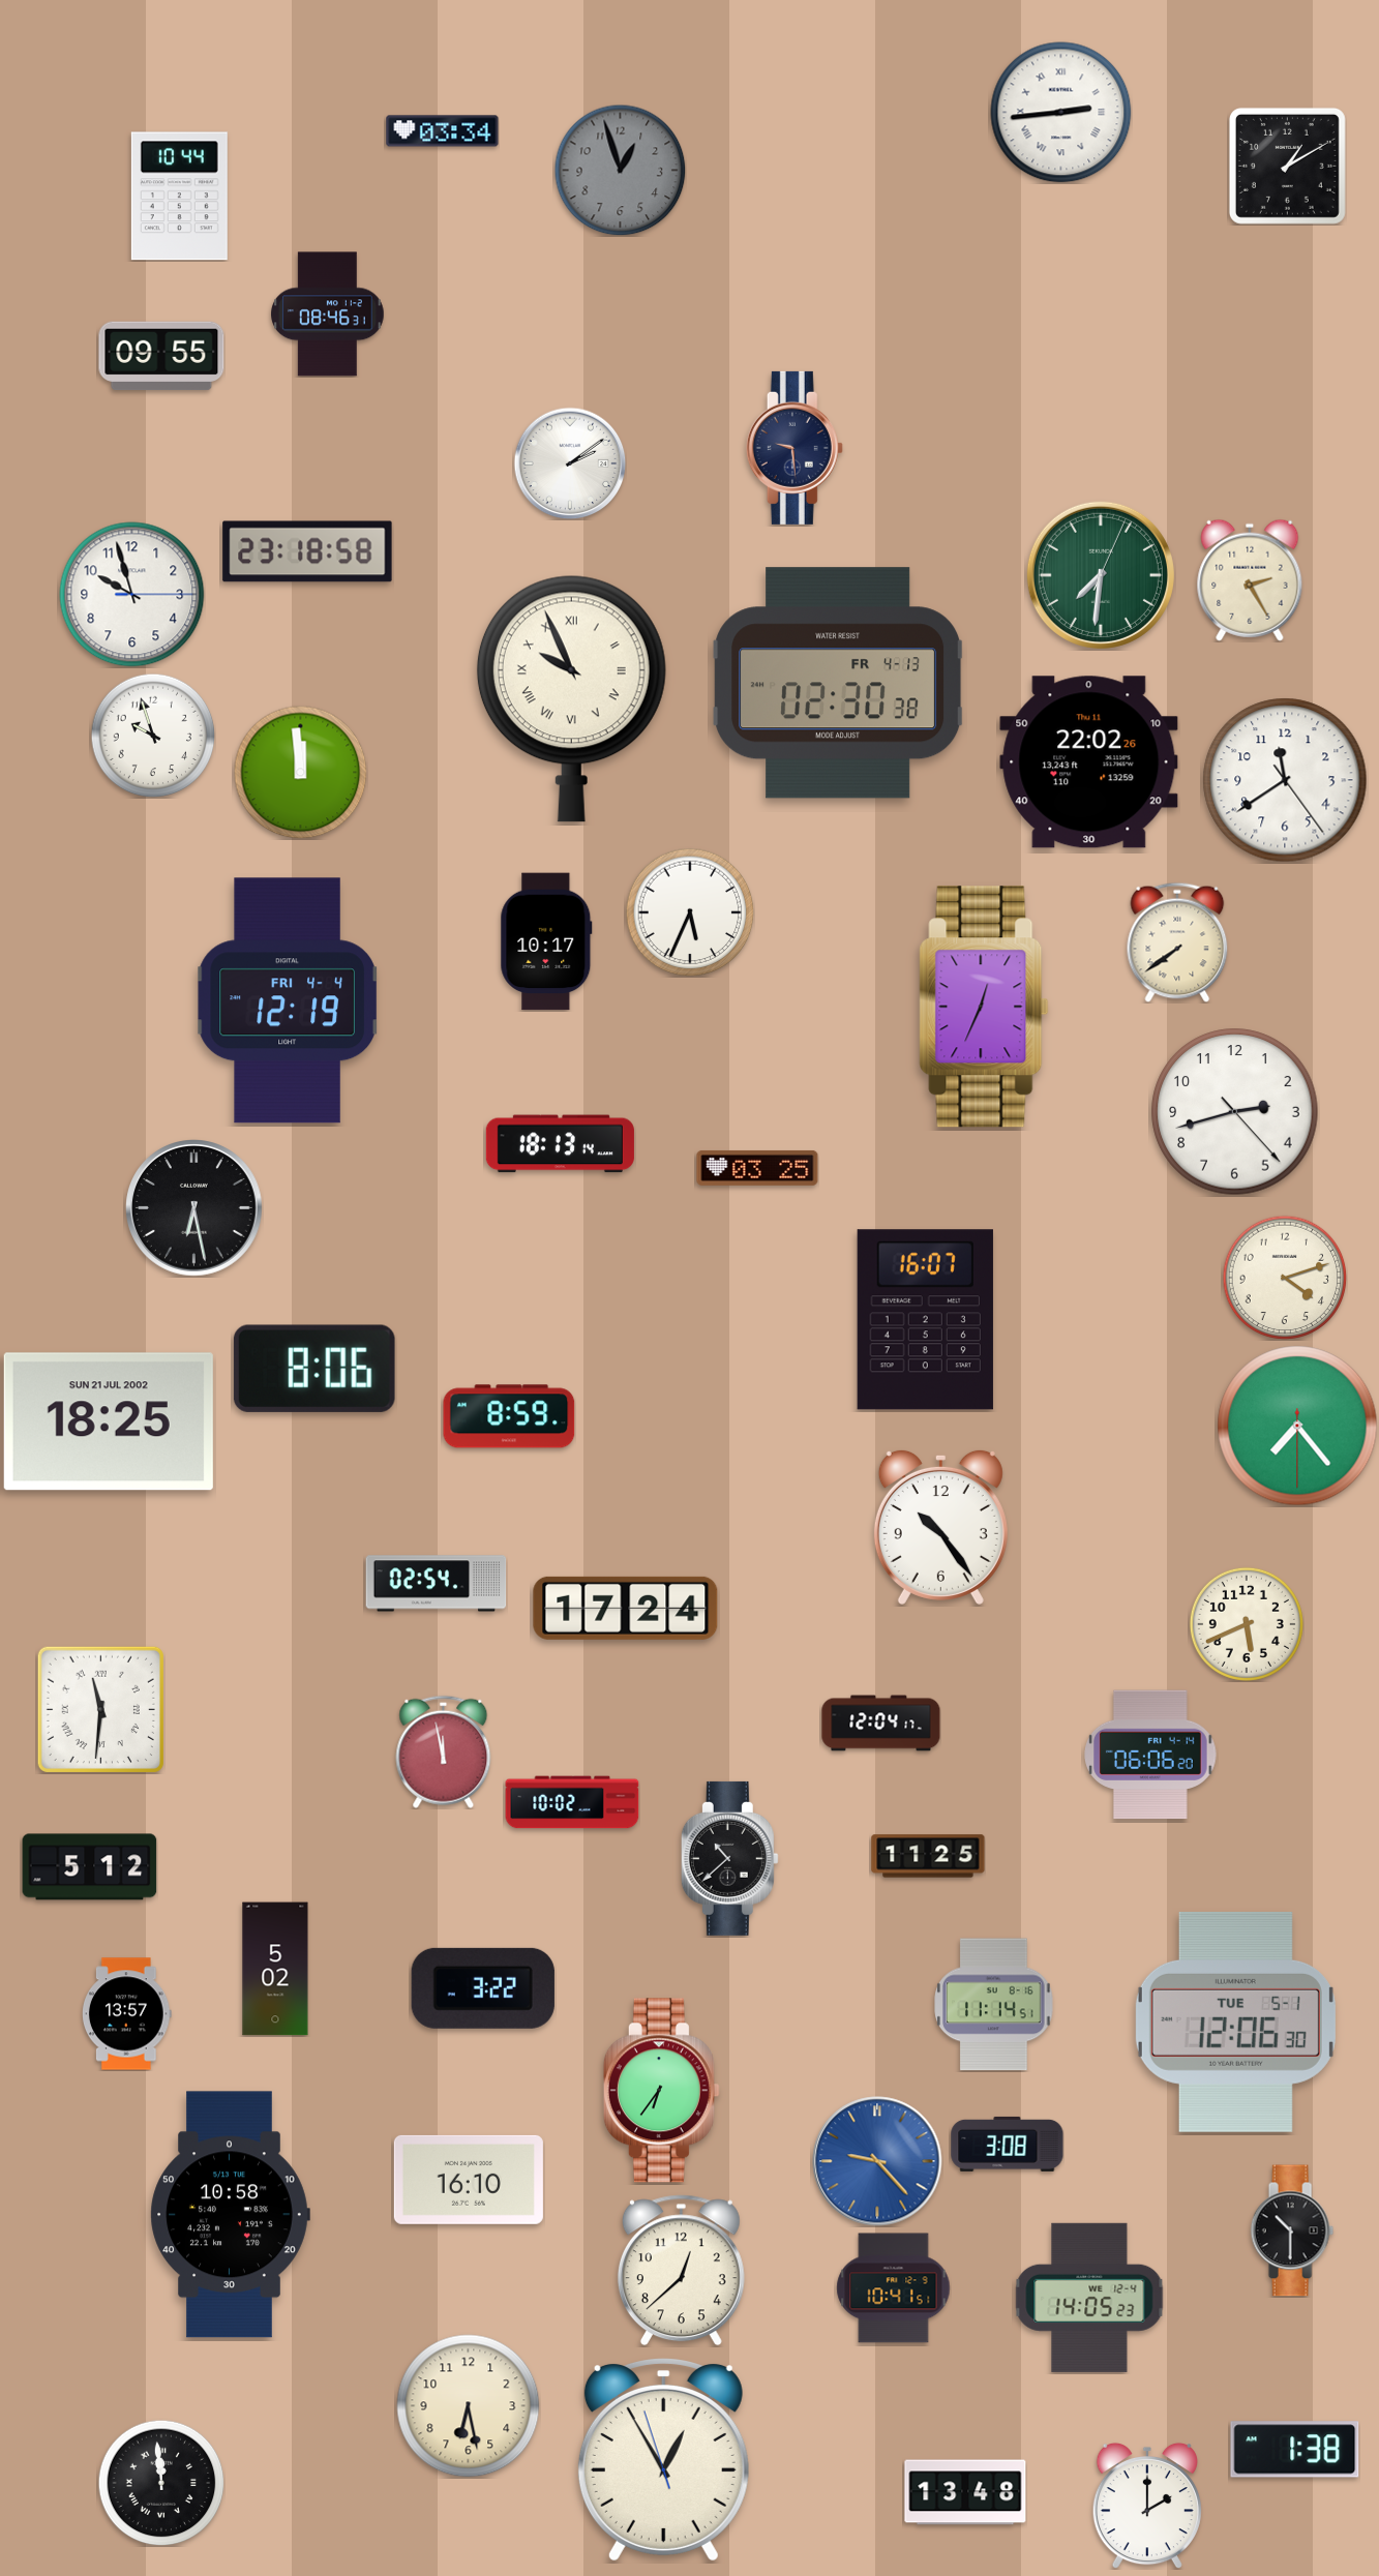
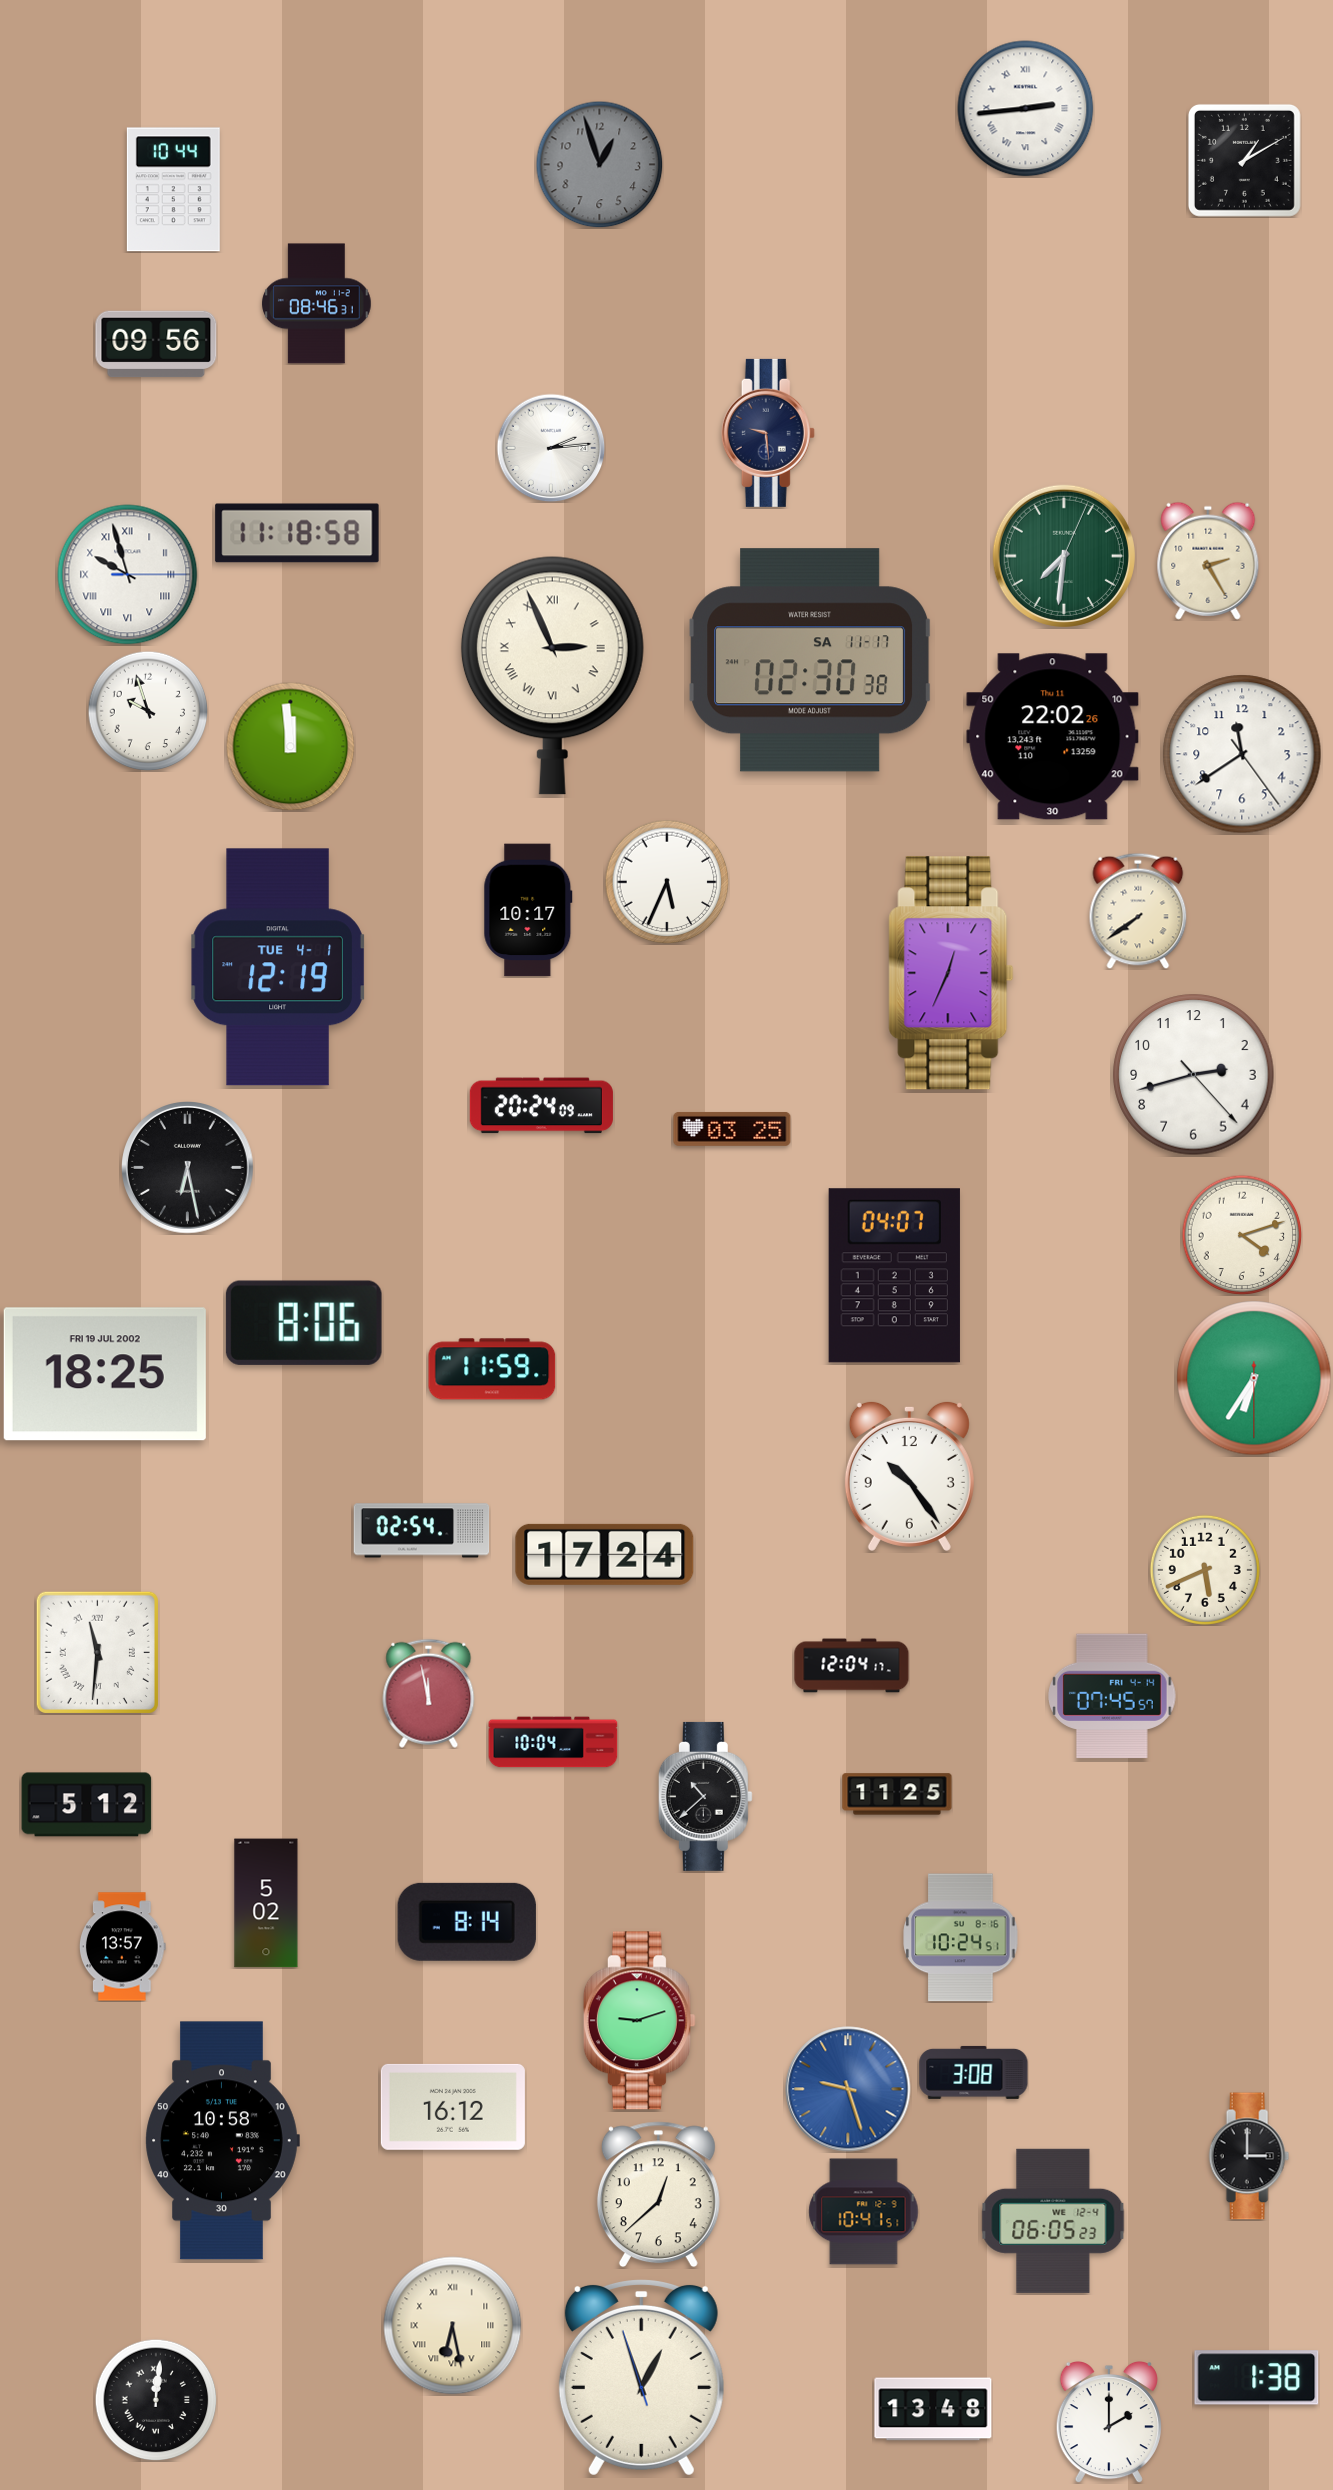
clock at (443, 131): 03:34 -> none
clock at (161, 356): 09:55 -> 09:56
clock at (570, 463): 2:09 -> 2:14
clock at (307, 551): 23:18 -> 11:18
clock at (132, 595) numerals: Arabic -> Roman
clock at (839, 683) date: FR 4-13 -> SA 11-17
clock at (571, 698): 9:56 -> 2:56
clock at (288, 1000) date: FRI 4-4 -> TUE 4-1
clock at (560, 1144): 18:13 -> 20:24
clock at (925, 1320): 16:07 -> 04:07
clock at (509, 1416): 8:59 -> 11:59
clock at (109, 1421) date: SUN 21 JUL 2002 -> FRI 19 JUL 2002
clock at (1297, 1426): 7:23 -> 6:35
clock at (1150, 1755): 06:06 -> 07:45
clock at (572, 1802): 10:02 -> 10:04
clock at (483, 1988): 3:22 -> 8:14
clock at (994, 2005): 11:14 -> 10:24
clock at (1235, 2021): 12:06 -> none
clock at (661, 2091): 6:36 -> 9:12
clock at (877, 2161): 9:23 -> 9:27
clock at (469, 2180): 16:10 -> 16:12
clock at (1292, 2230): 10:30 -> 3:00
clock at (1089, 2298): 14:05 -> 06:05
clock at (469, 2406) numerals: Arabic -> Roman
clock at (1295, 2450) position: (1295, 2450) -> (1257, 2378)
clock at (663, 2460): 12:54 -> 12:56
clock at (161, 2483): 11:59 -> 12:01
